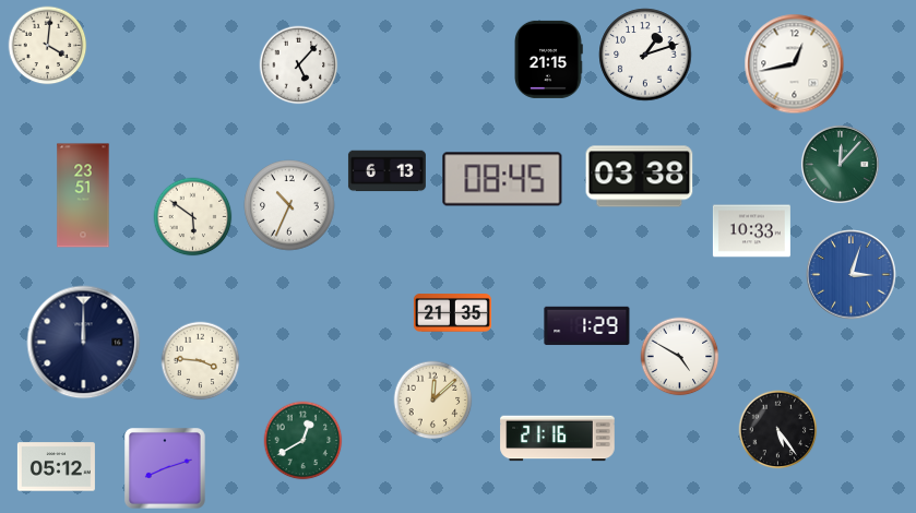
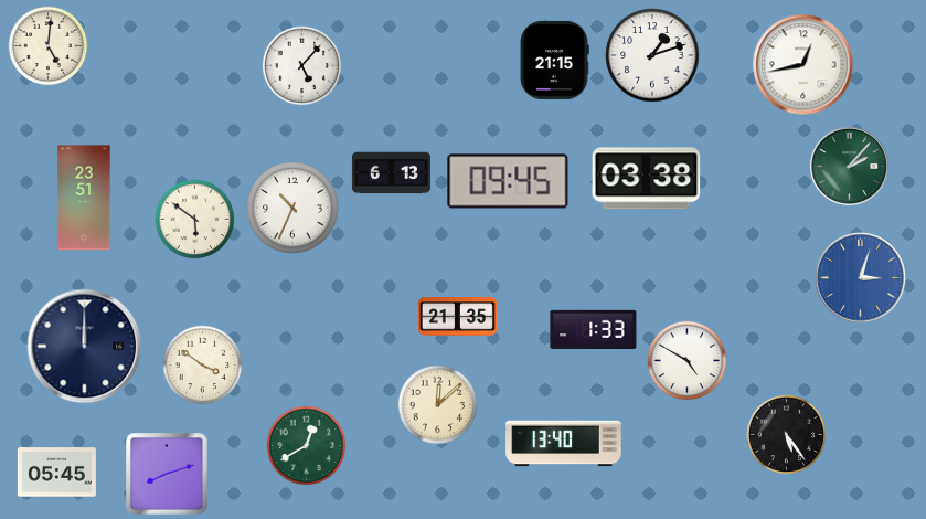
clock at (48, 46): 4:01 -> 5:01
clock at (840, 164): 12:07 -> 2:07
clock at (502, 179): 08:45 -> 09:45
clock at (751, 231): 10:33 -> none
clock at (587, 326): 1:29 -> 1:33
clock at (201, 361): 3:46 -> 3:51
clock at (558, 439): 21:16 -> 13:40
clock at (56, 467): 05:12 -> 05:45
